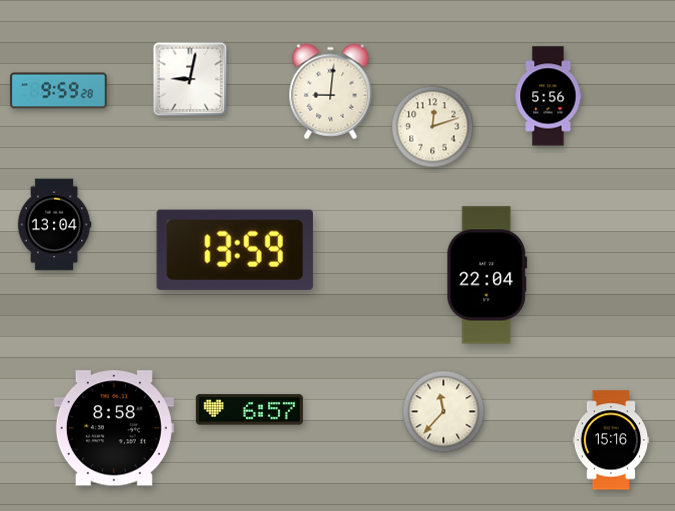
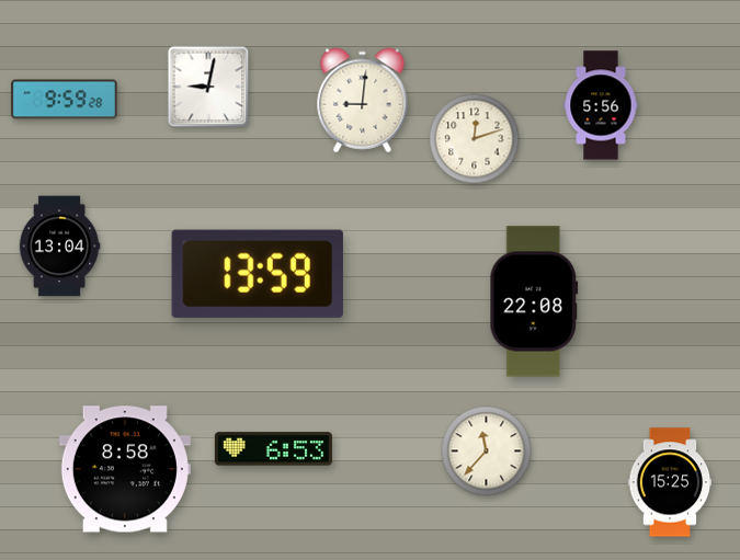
clock at (487, 275): 22:04 -> 22:08
clock at (249, 410): 6:57 -> 6:53
clock at (611, 440): 15:16 -> 15:25
